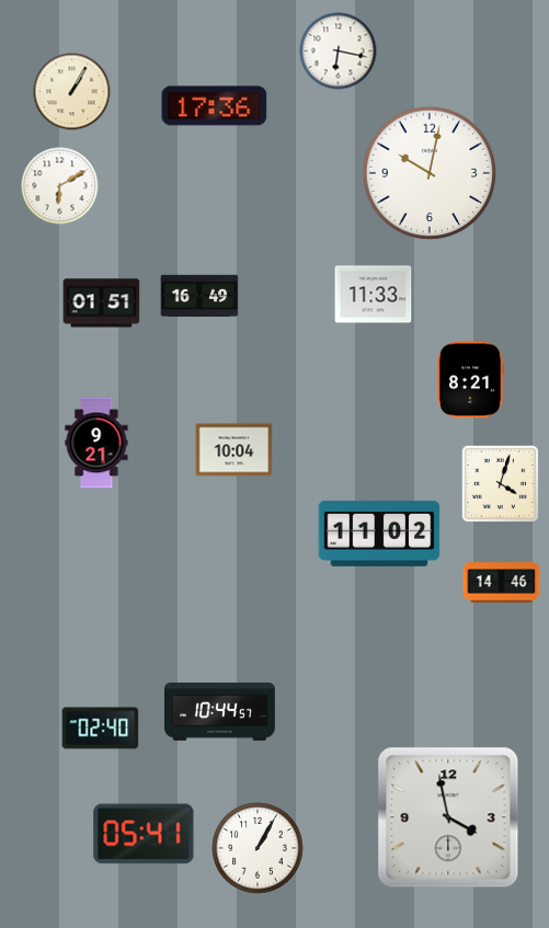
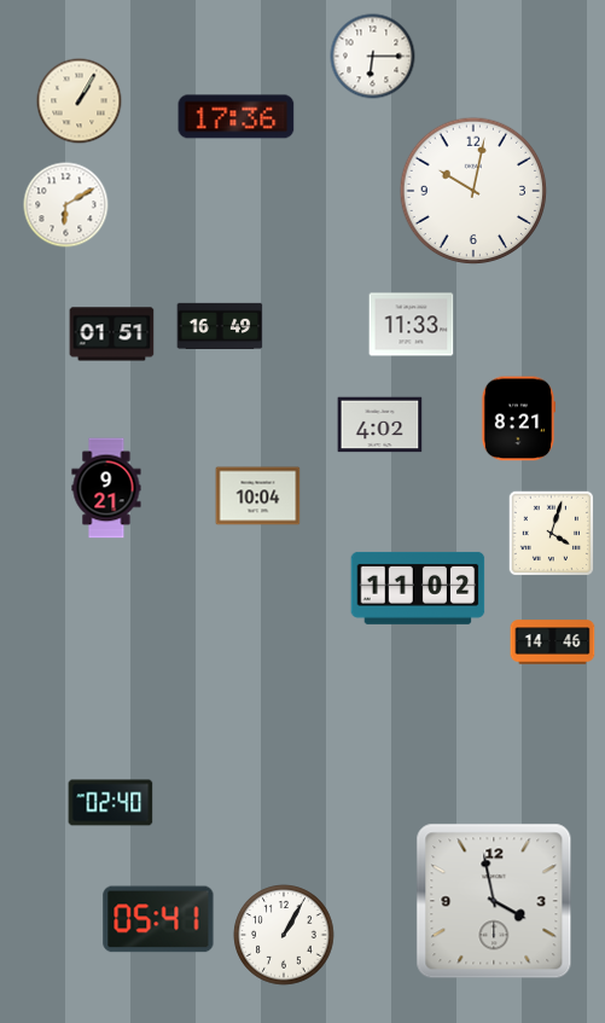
clock at (339, 51): 6:17 -> 6:15
clock at (380, 425): none -> 4:02
clock at (220, 712): 10:44 -> none
